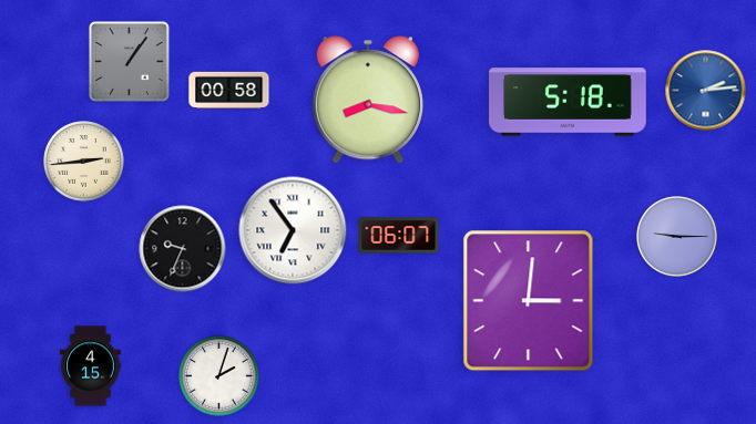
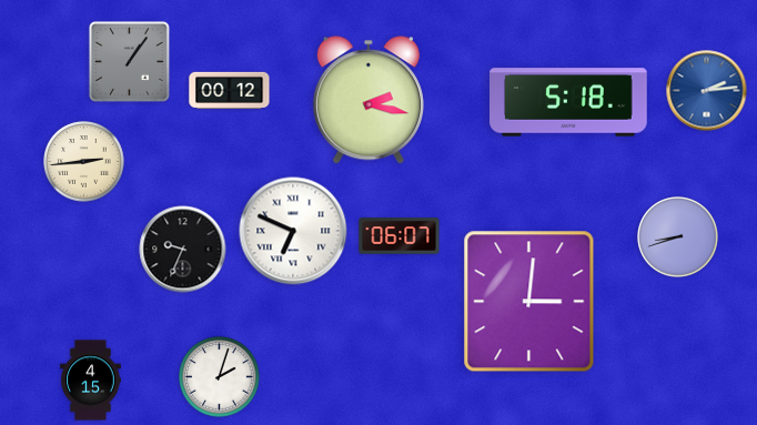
clock at (229, 90): 00:58 -> 00:12
clock at (368, 100): 8:17 -> 2:17
clock at (293, 230): 6:54 -> 6:49
clock at (677, 237): 9:15 -> 8:42
clock at (91, 366) position: (91, 366) -> (91, 381)
